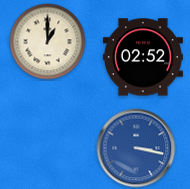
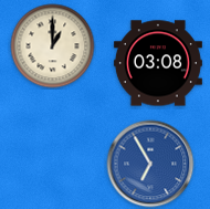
clock at (143, 57): 02:52 -> 03:08
clock at (136, 148): 3:17 -> 6:55
